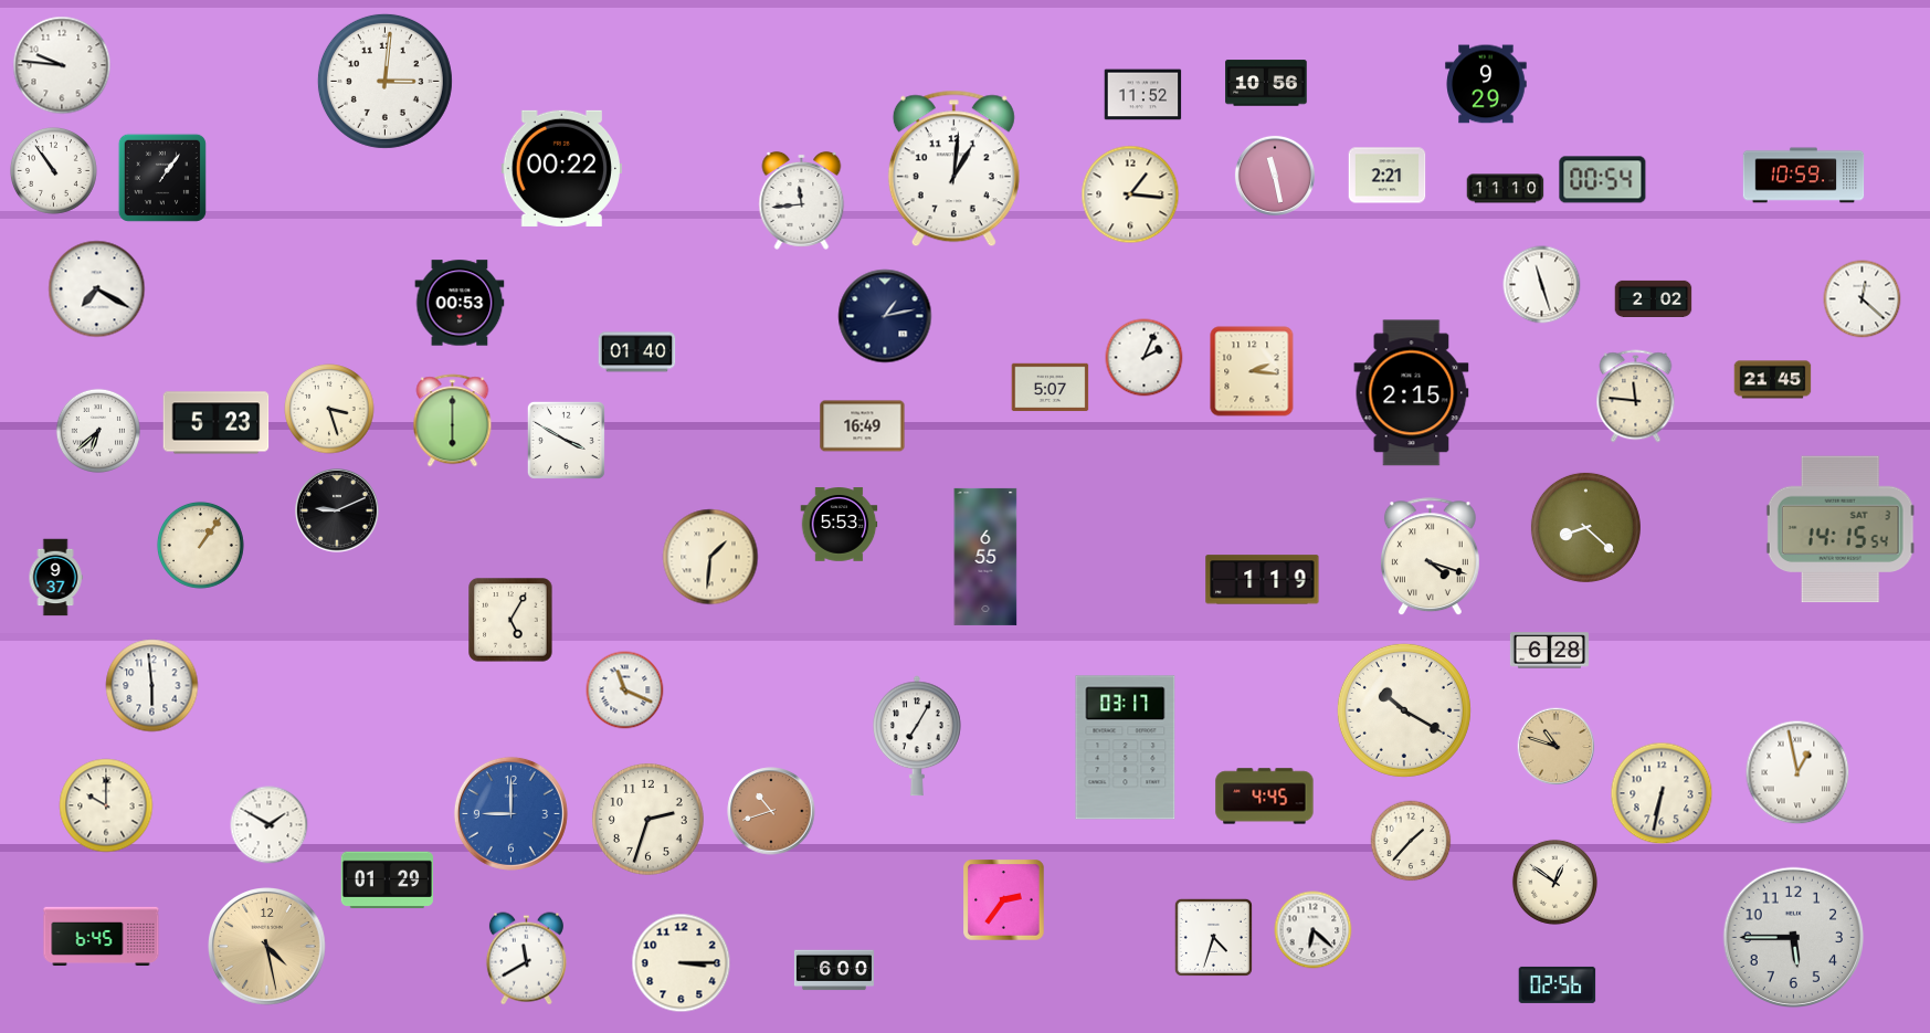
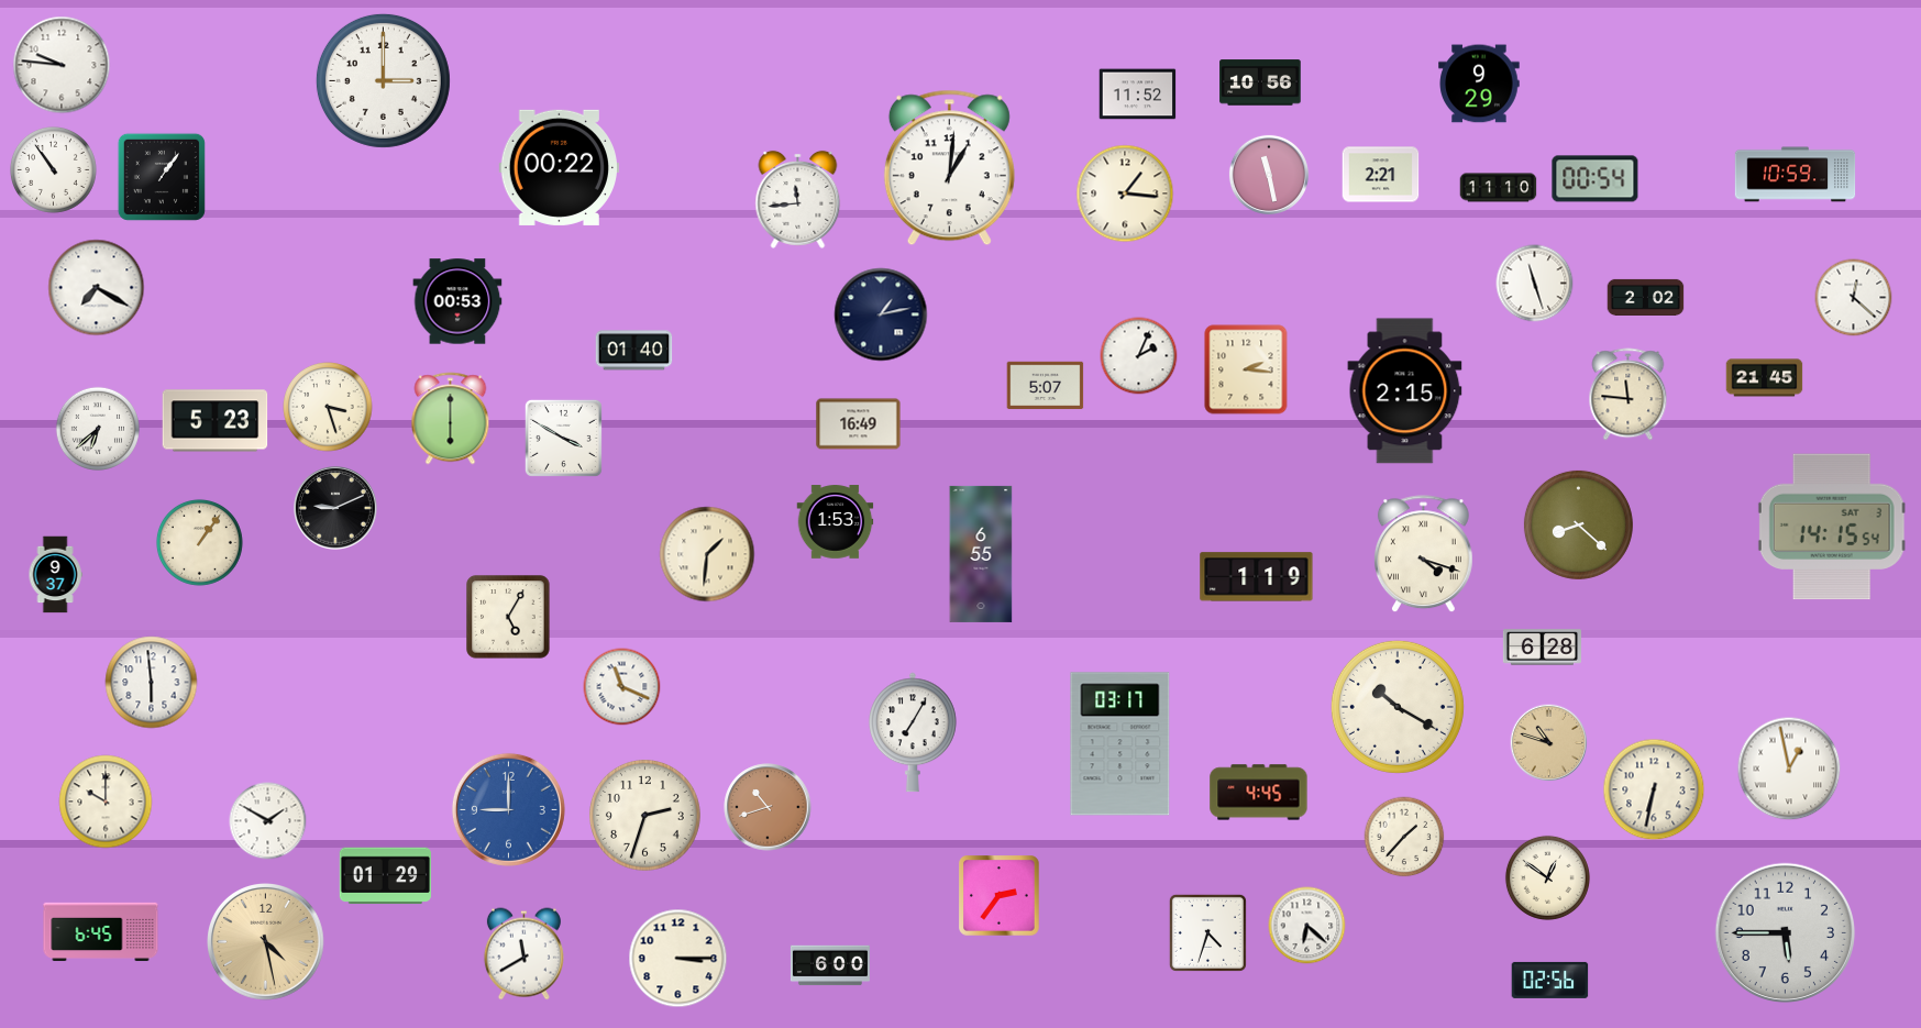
clock at (384, 81): 3:01 -> 3:00
clock at (840, 525): 5:53 -> 1:53
